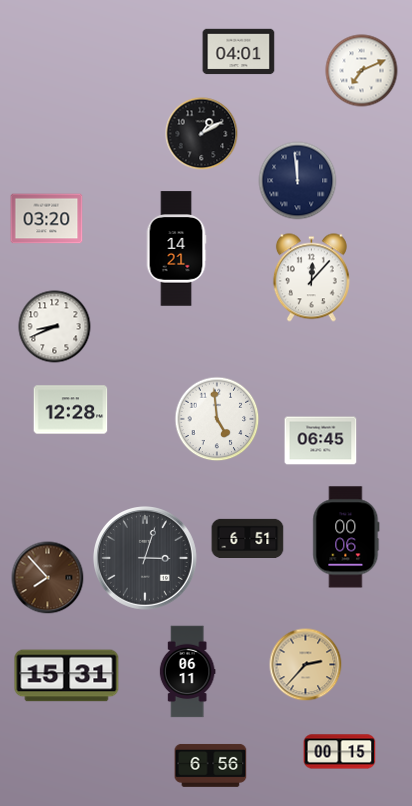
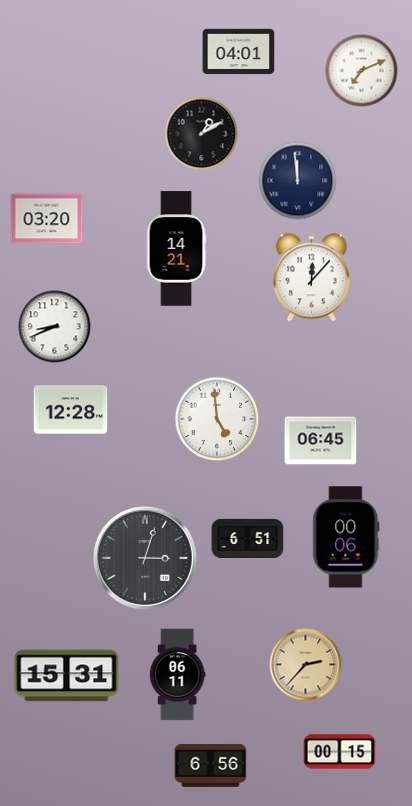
clock at (48, 578): 7:53 -> none
clock at (187, 672) position: (187, 672) -> (177, 675)
